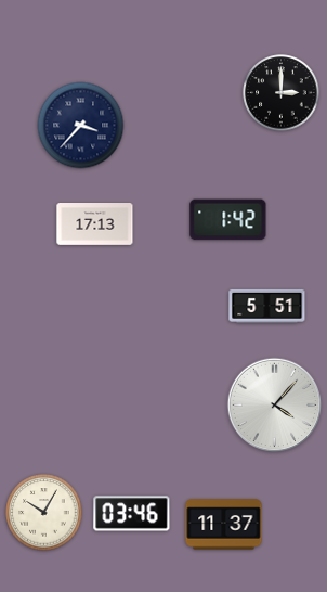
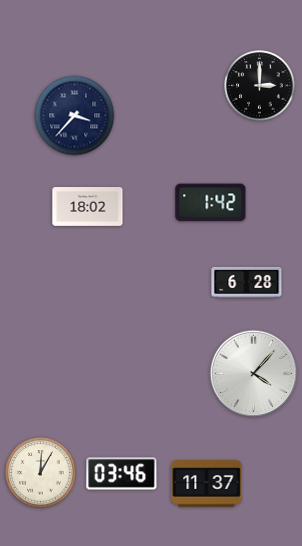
clock at (95, 224): 17:13 -> 18:02
clock at (267, 306): 5:51 -> 6:28
clock at (44, 513): 10:05 -> 12:05
